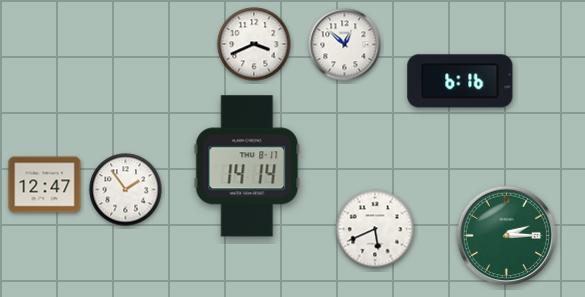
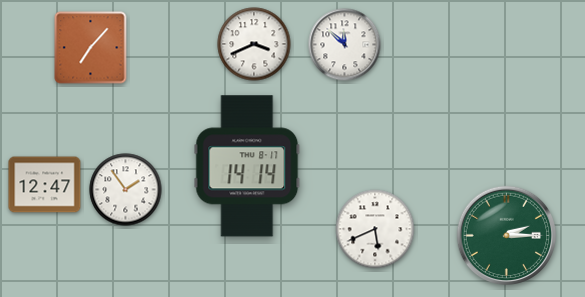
clock at (345, 45): 12:52 -> 11:52
clock at (91, 48): none -> 7:07
clock at (460, 81): 6:16 -> none
